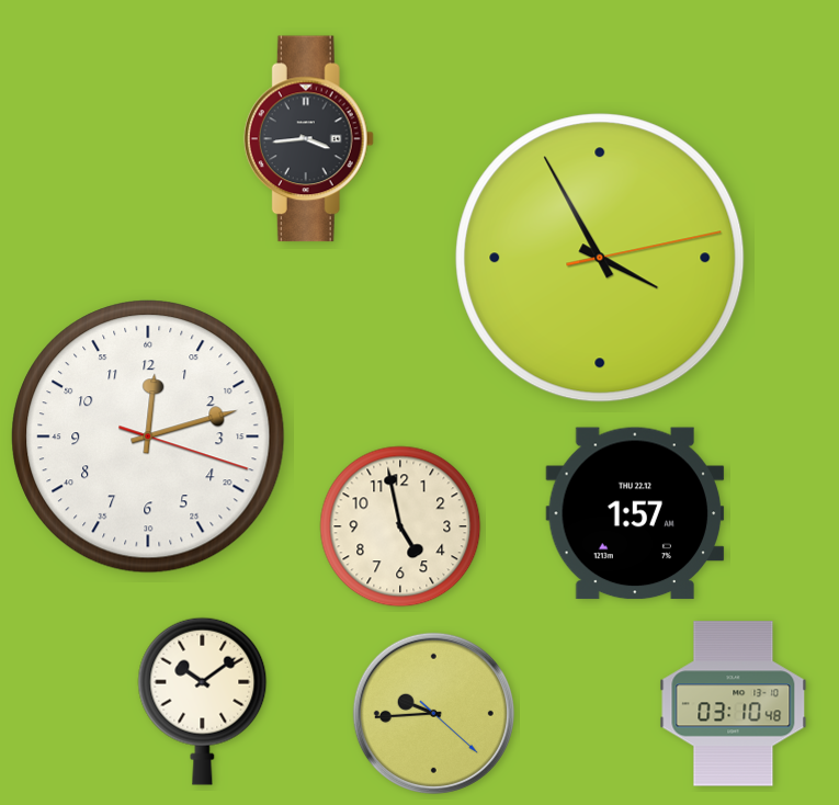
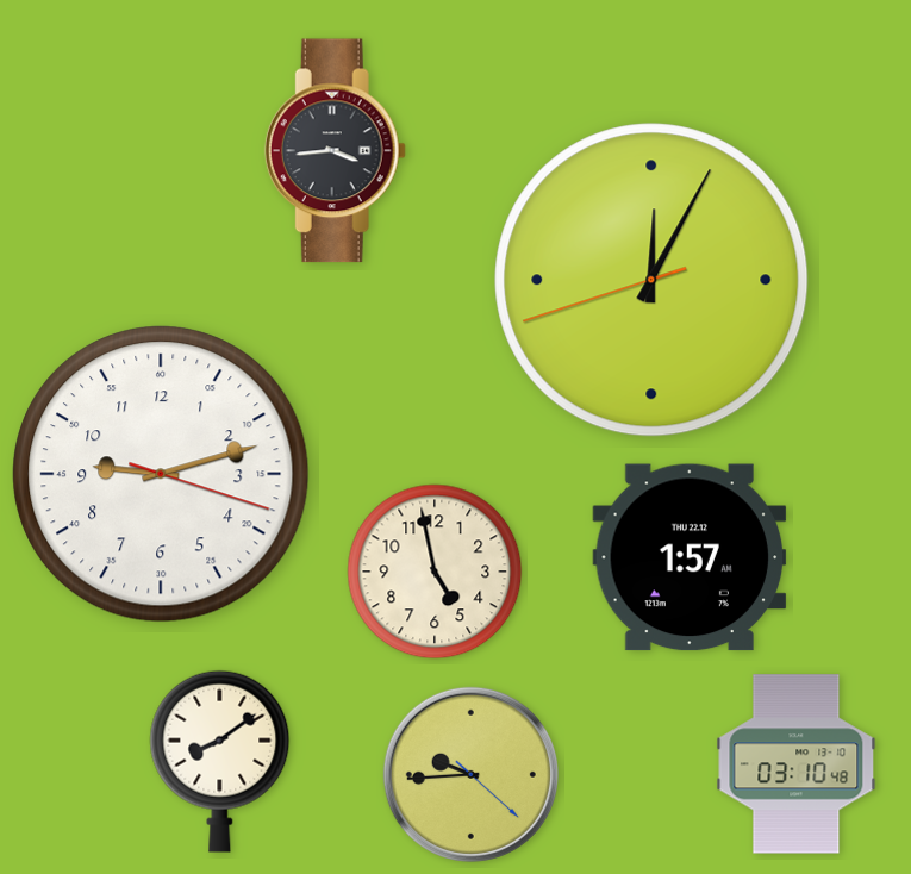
clock at (600, 258): 3:55 -> 12:04
clock at (148, 436): 12:12 -> 9:12
clock at (203, 701): 10:09 -> 8:09
